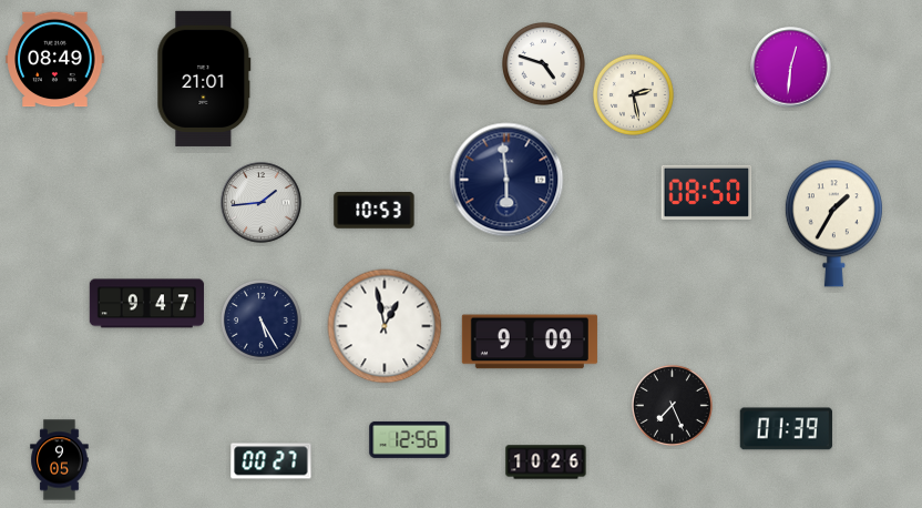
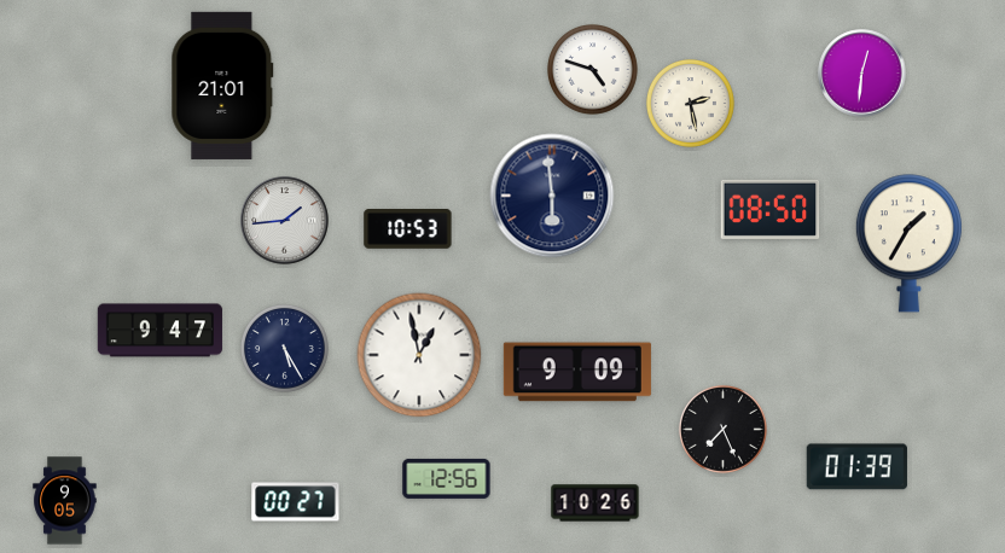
clock at (55, 60): 08:49 -> none
clock at (672, 405) position: (672, 405) -> (722, 429)
